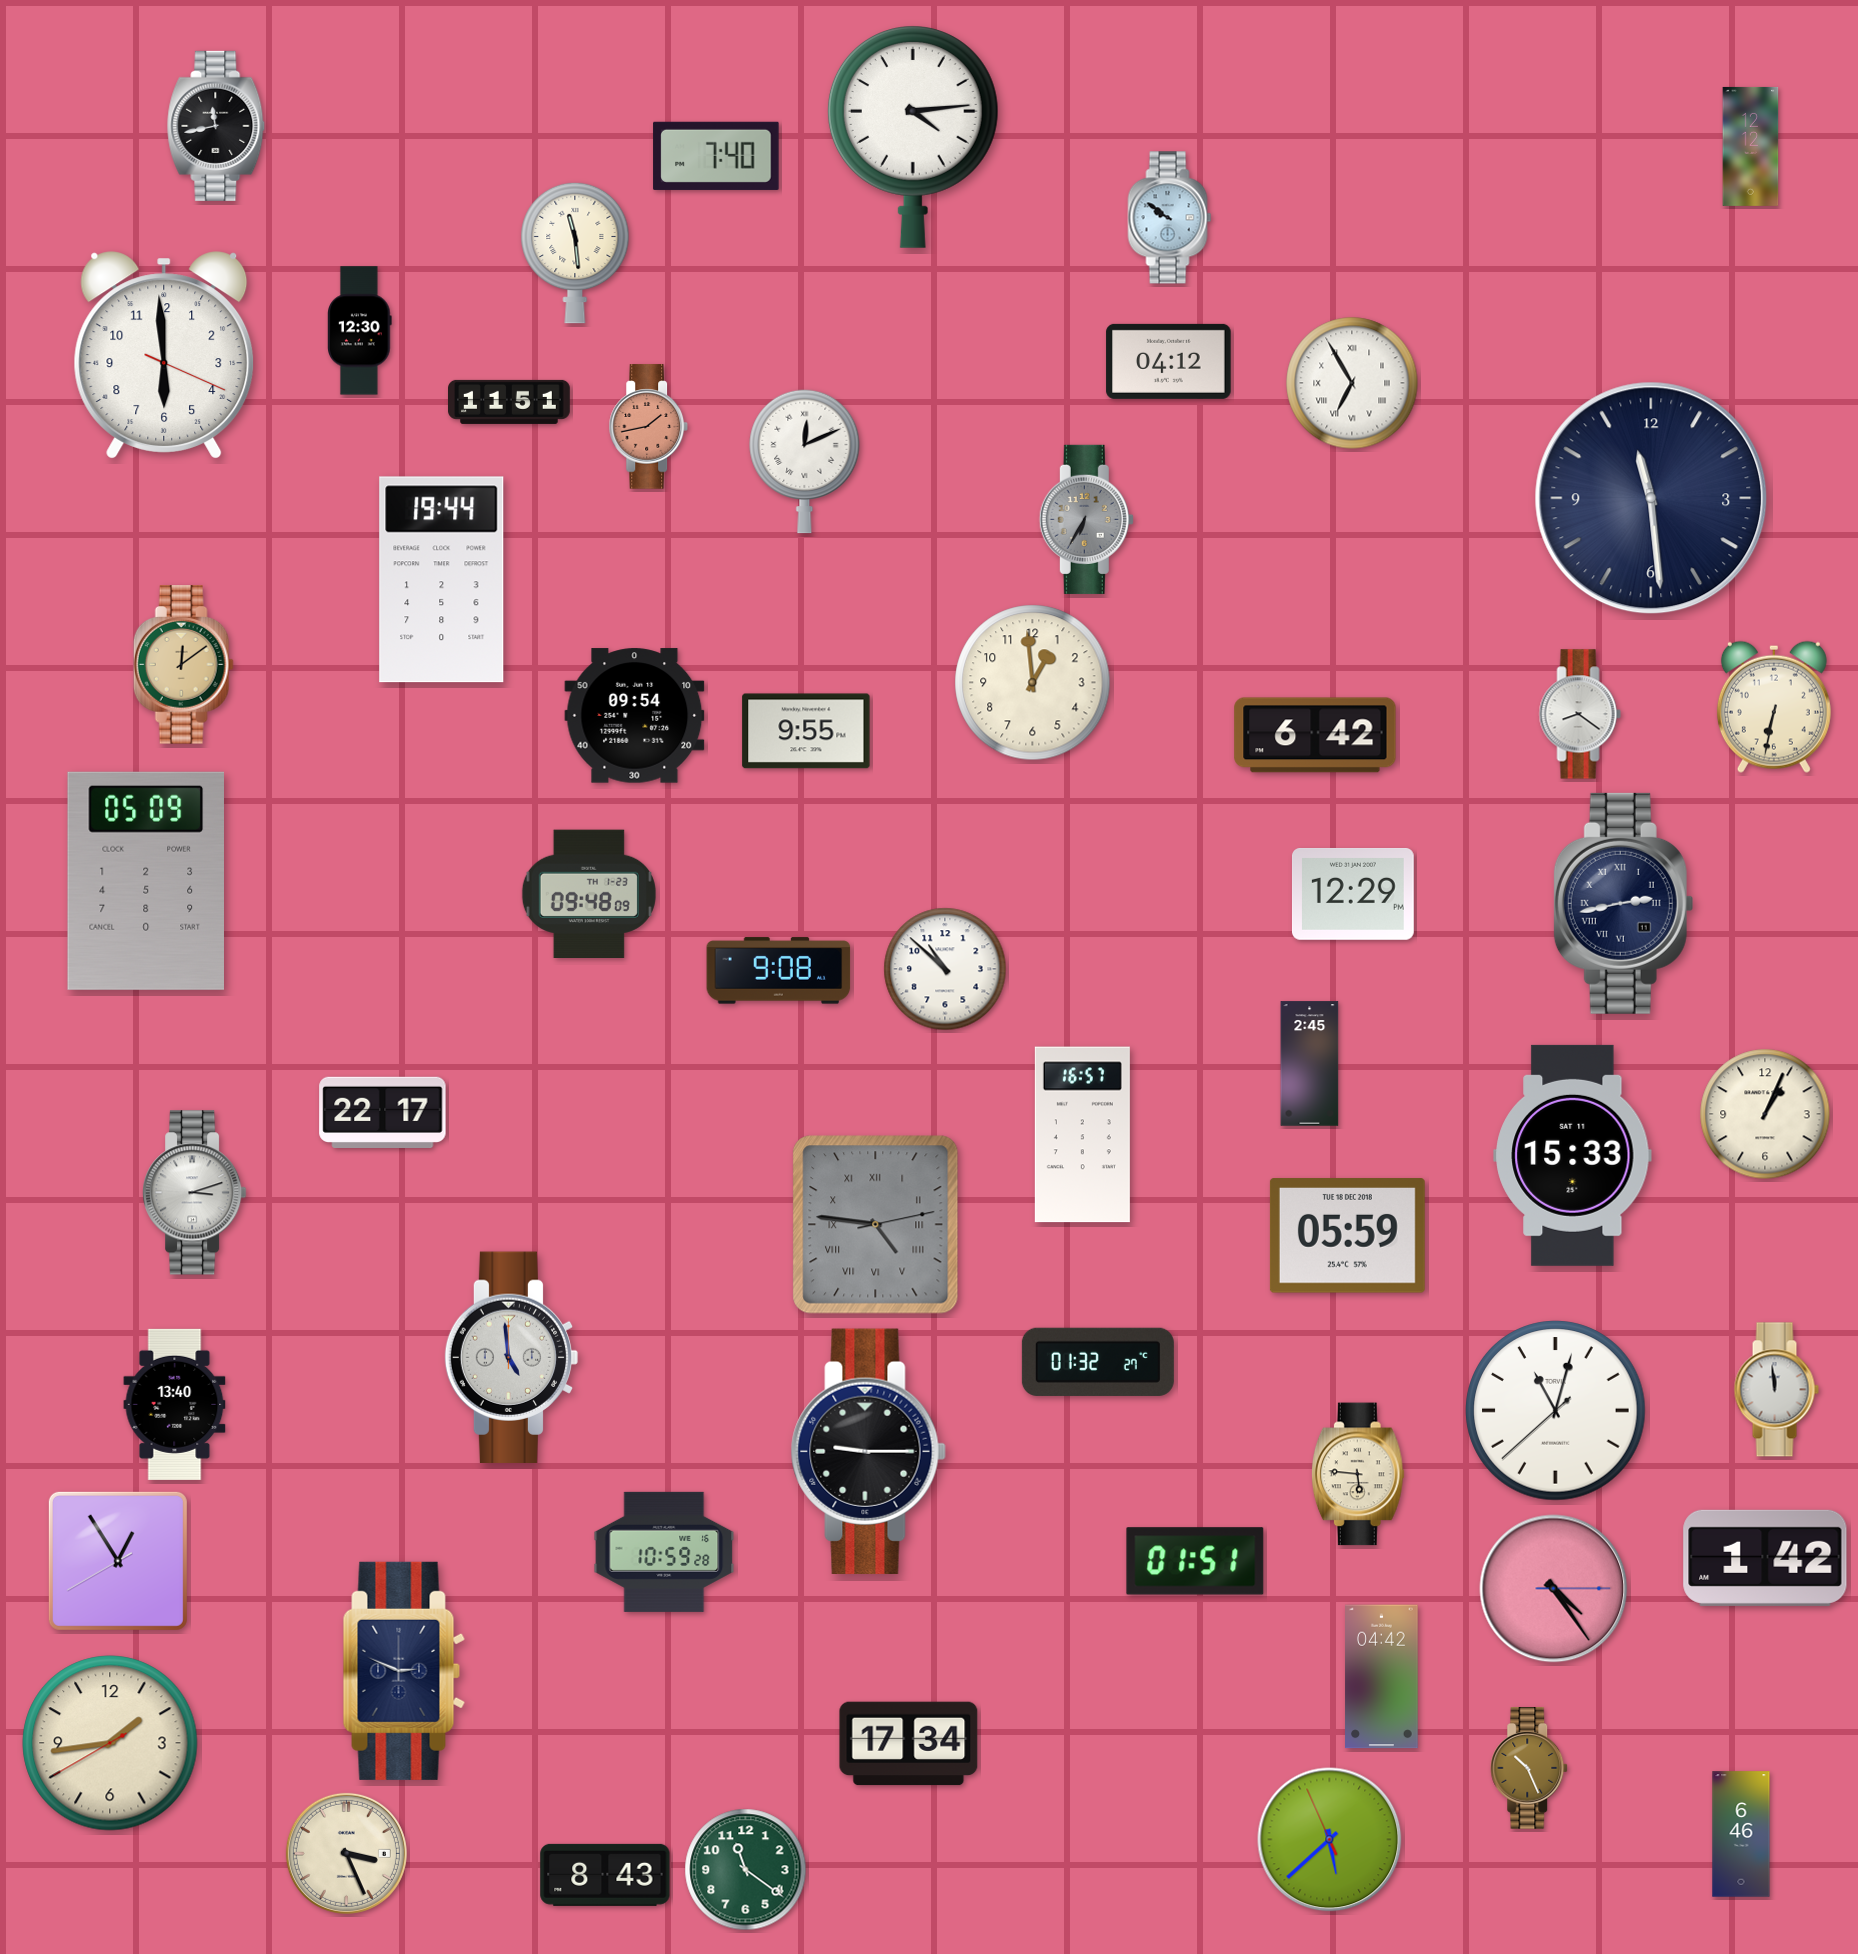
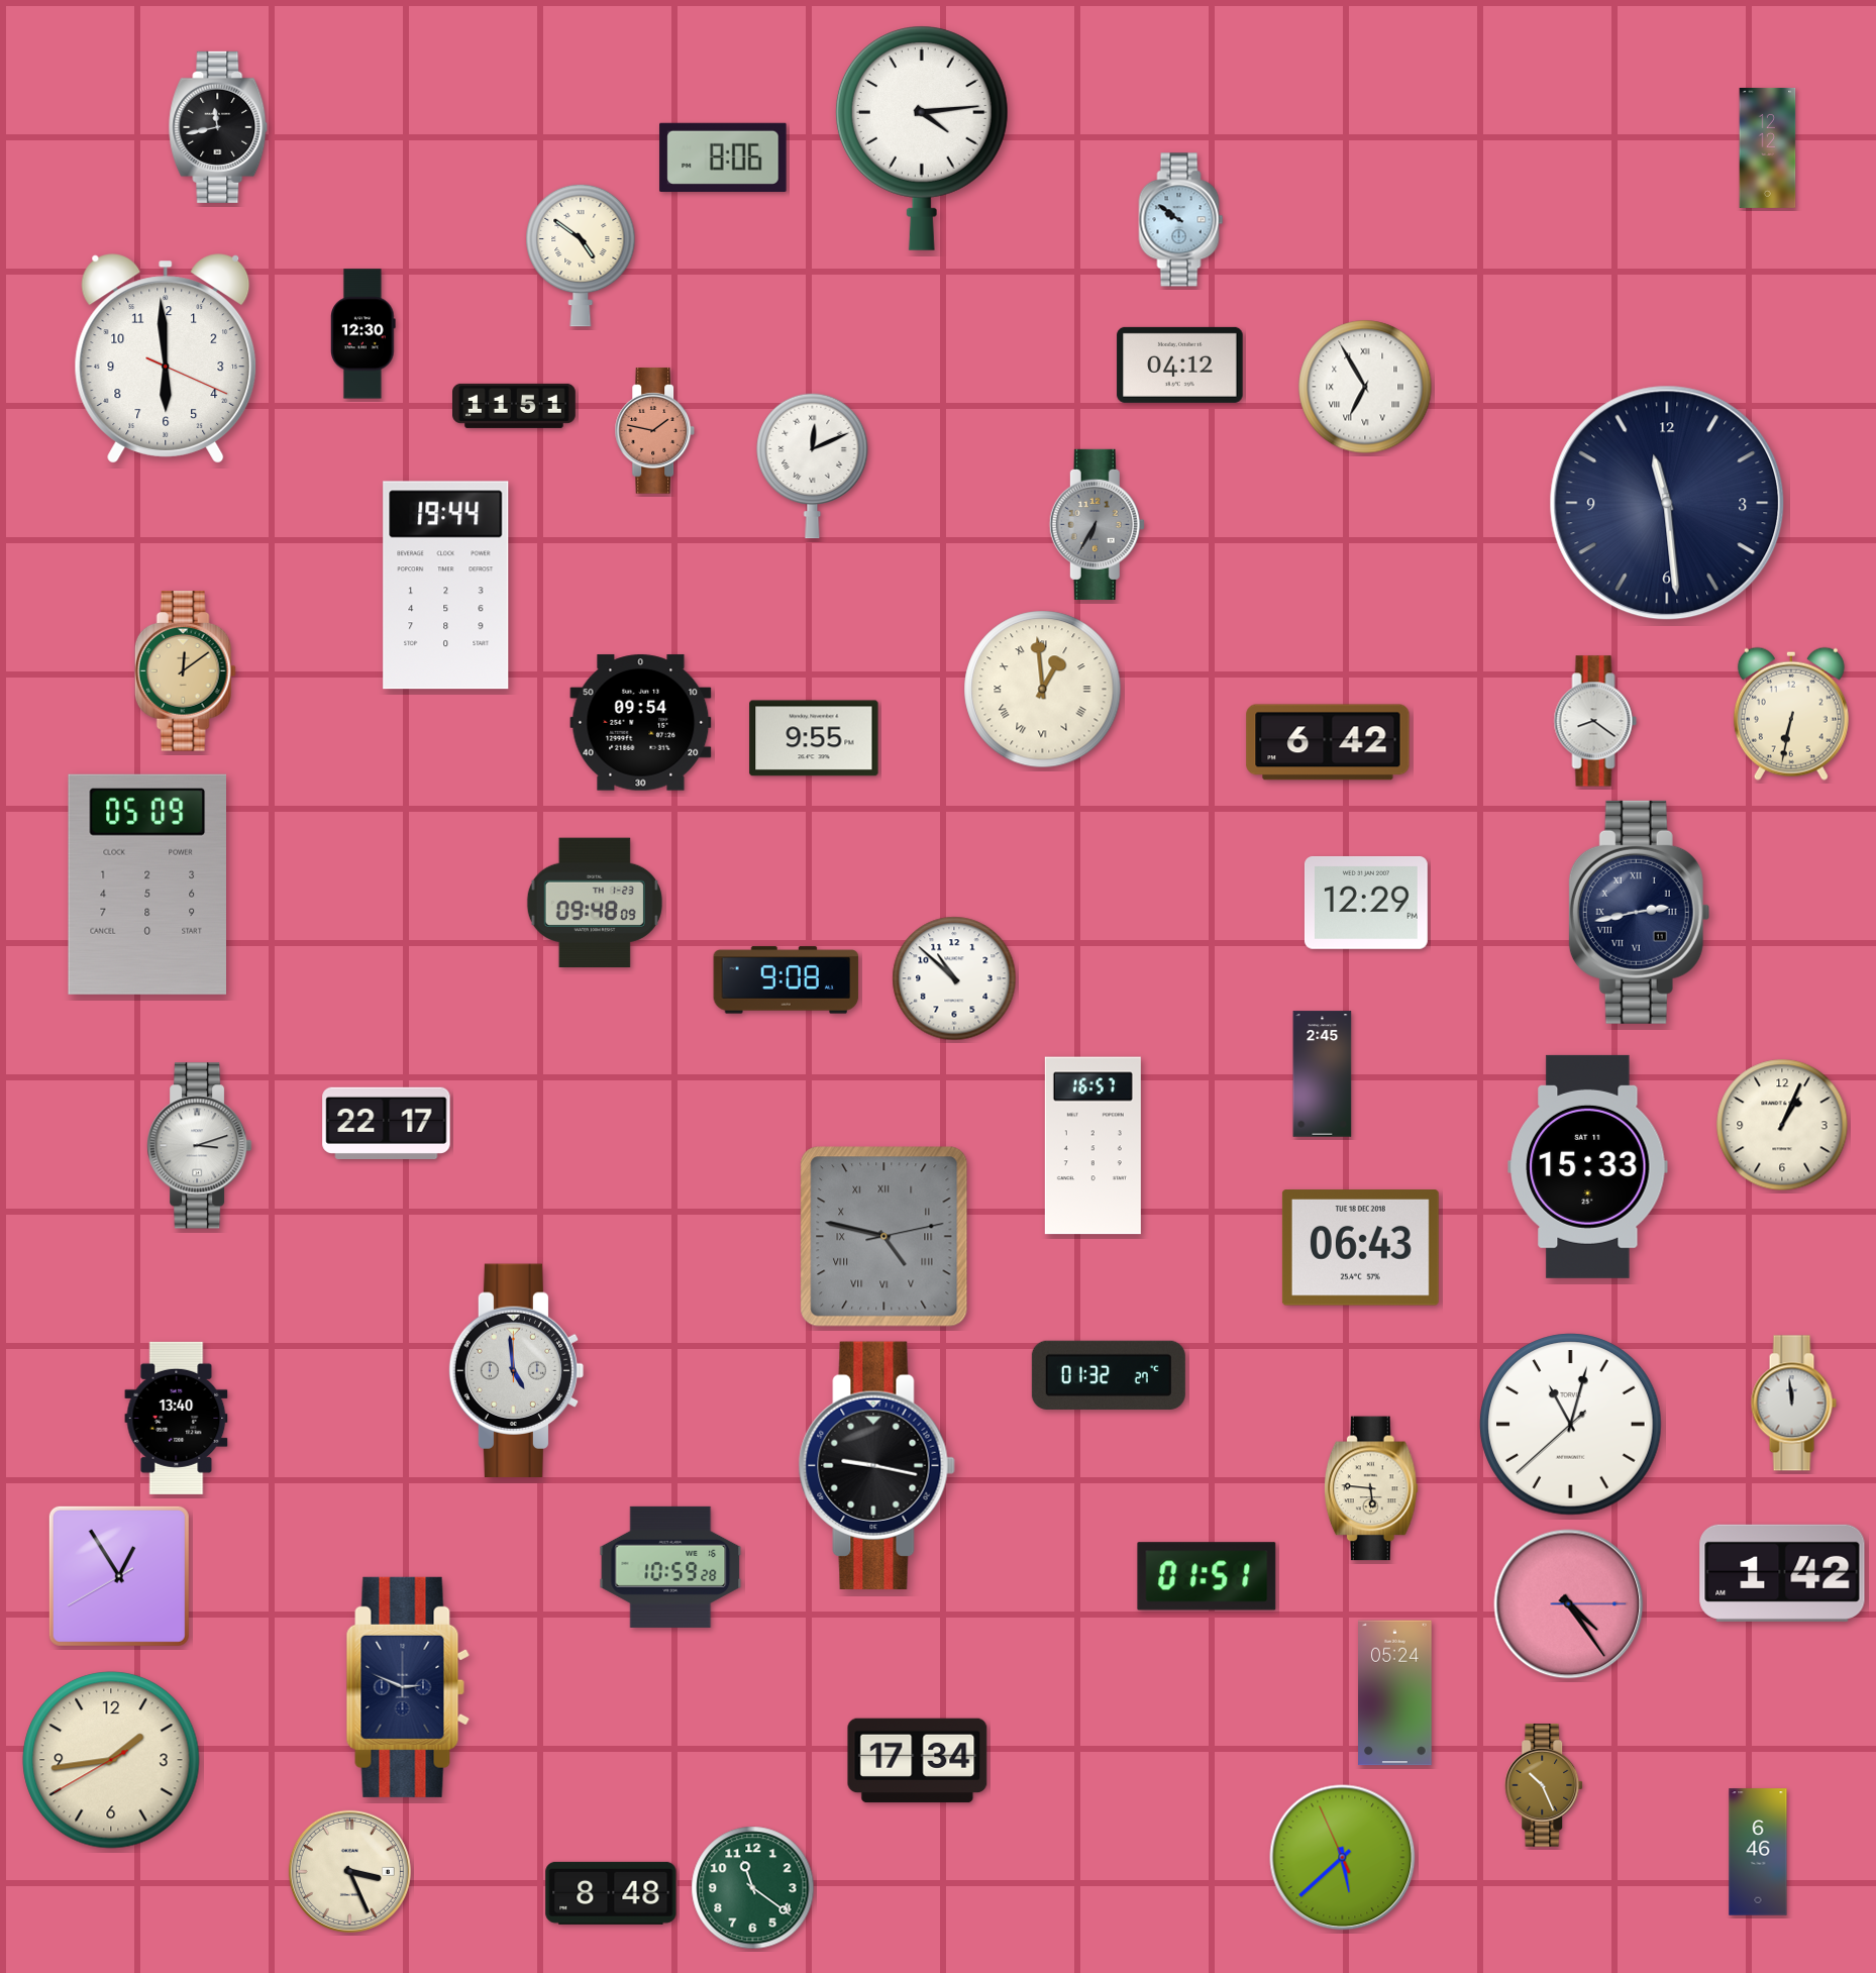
clock at (716, 156): 7:40 -> 8:06
clock at (575, 253): 11:29 -> 4:51
clock at (649, 427): 1:43 -> 1:47
clock at (1033, 683) numerals: Arabic -> Roman
clock at (145, 881) position: (145, 881) -> (146, 885)
clock at (195, 1193) position: (195, 1193) -> (200, 1146)
clock at (876, 1225): 4:46 -> 4:47
clock at (1347, 1236): 05:59 -> 06:43
clock at (868, 1451): 9:15 -> 9:17
clock at (1382, 1677): 04:42 -> 05:24
clock at (605, 1875): 8:43 -> 8:48
